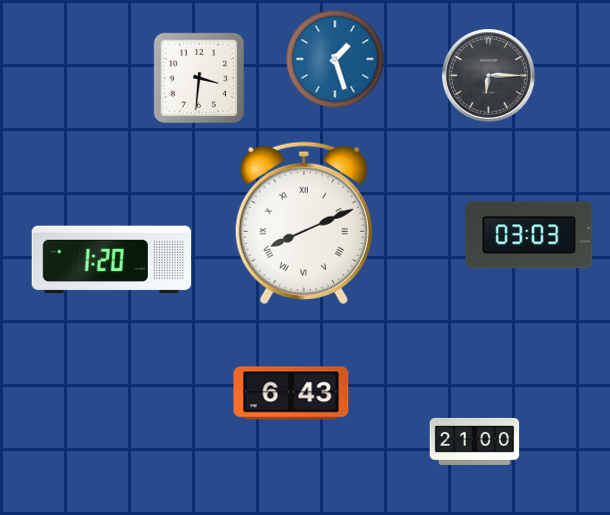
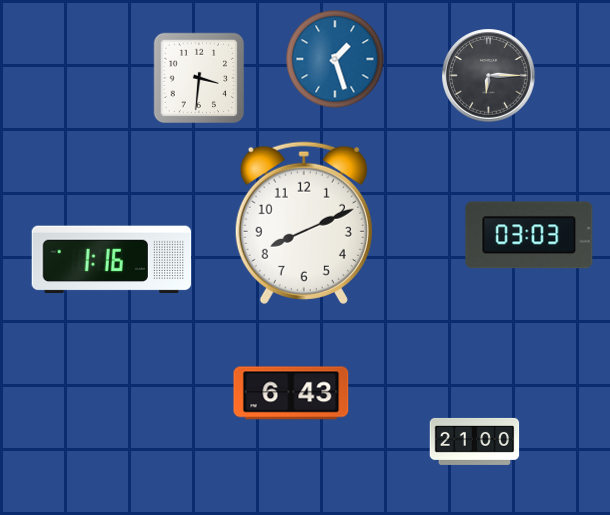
clock at (304, 223) numerals: Roman -> Arabic
clock at (112, 260): 1:20 -> 1:16
